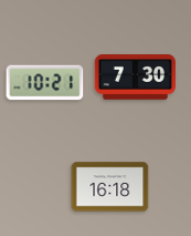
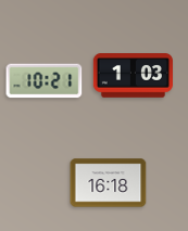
clock at (135, 78): 7:30 -> 1:03
